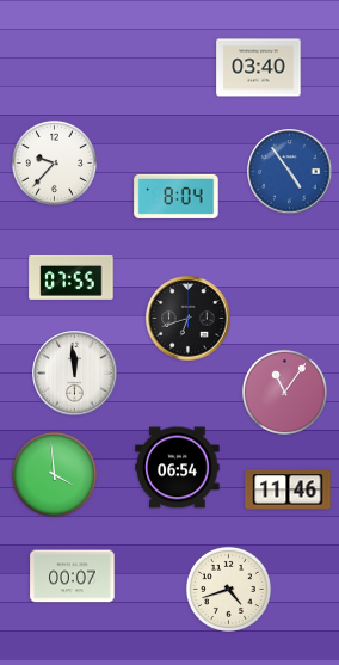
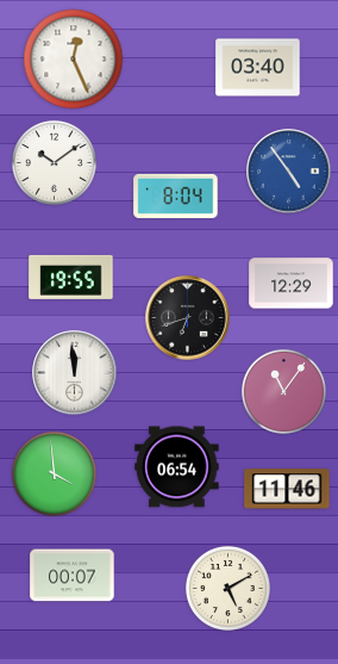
clock at (74, 60): none -> 12:26
clock at (54, 162): 9:37 -> 10:09
clock at (72, 277): 07:55 -> 19:55
clock at (292, 284): none -> 12:29
clock at (228, 589): 4:42 -> 5:10
